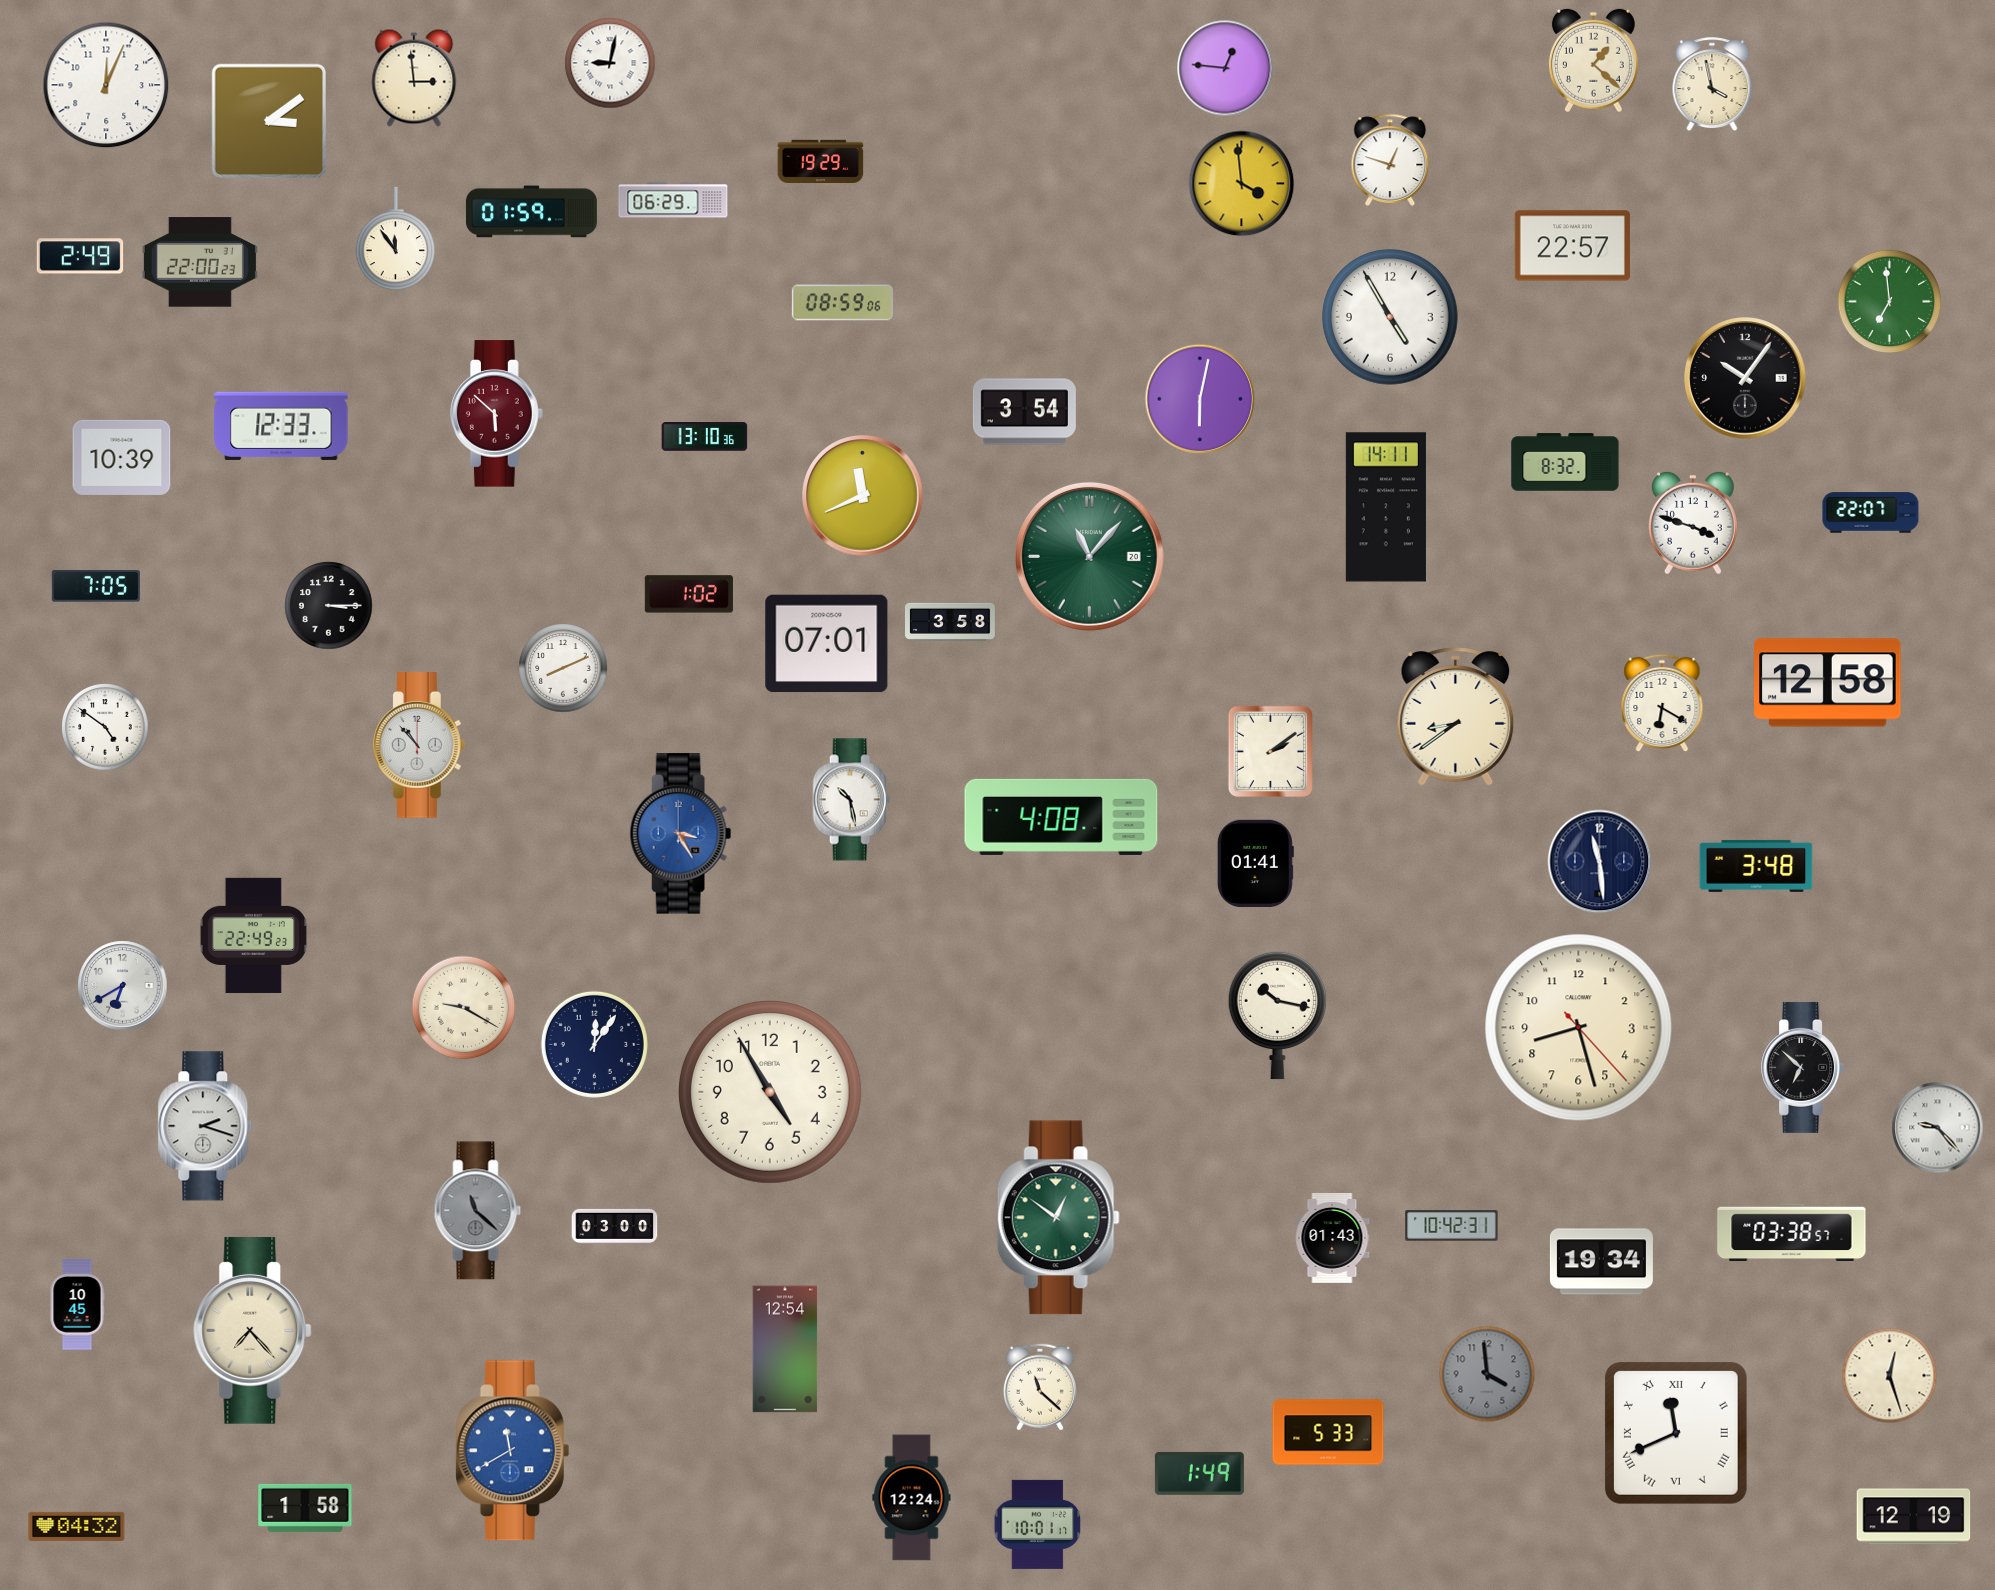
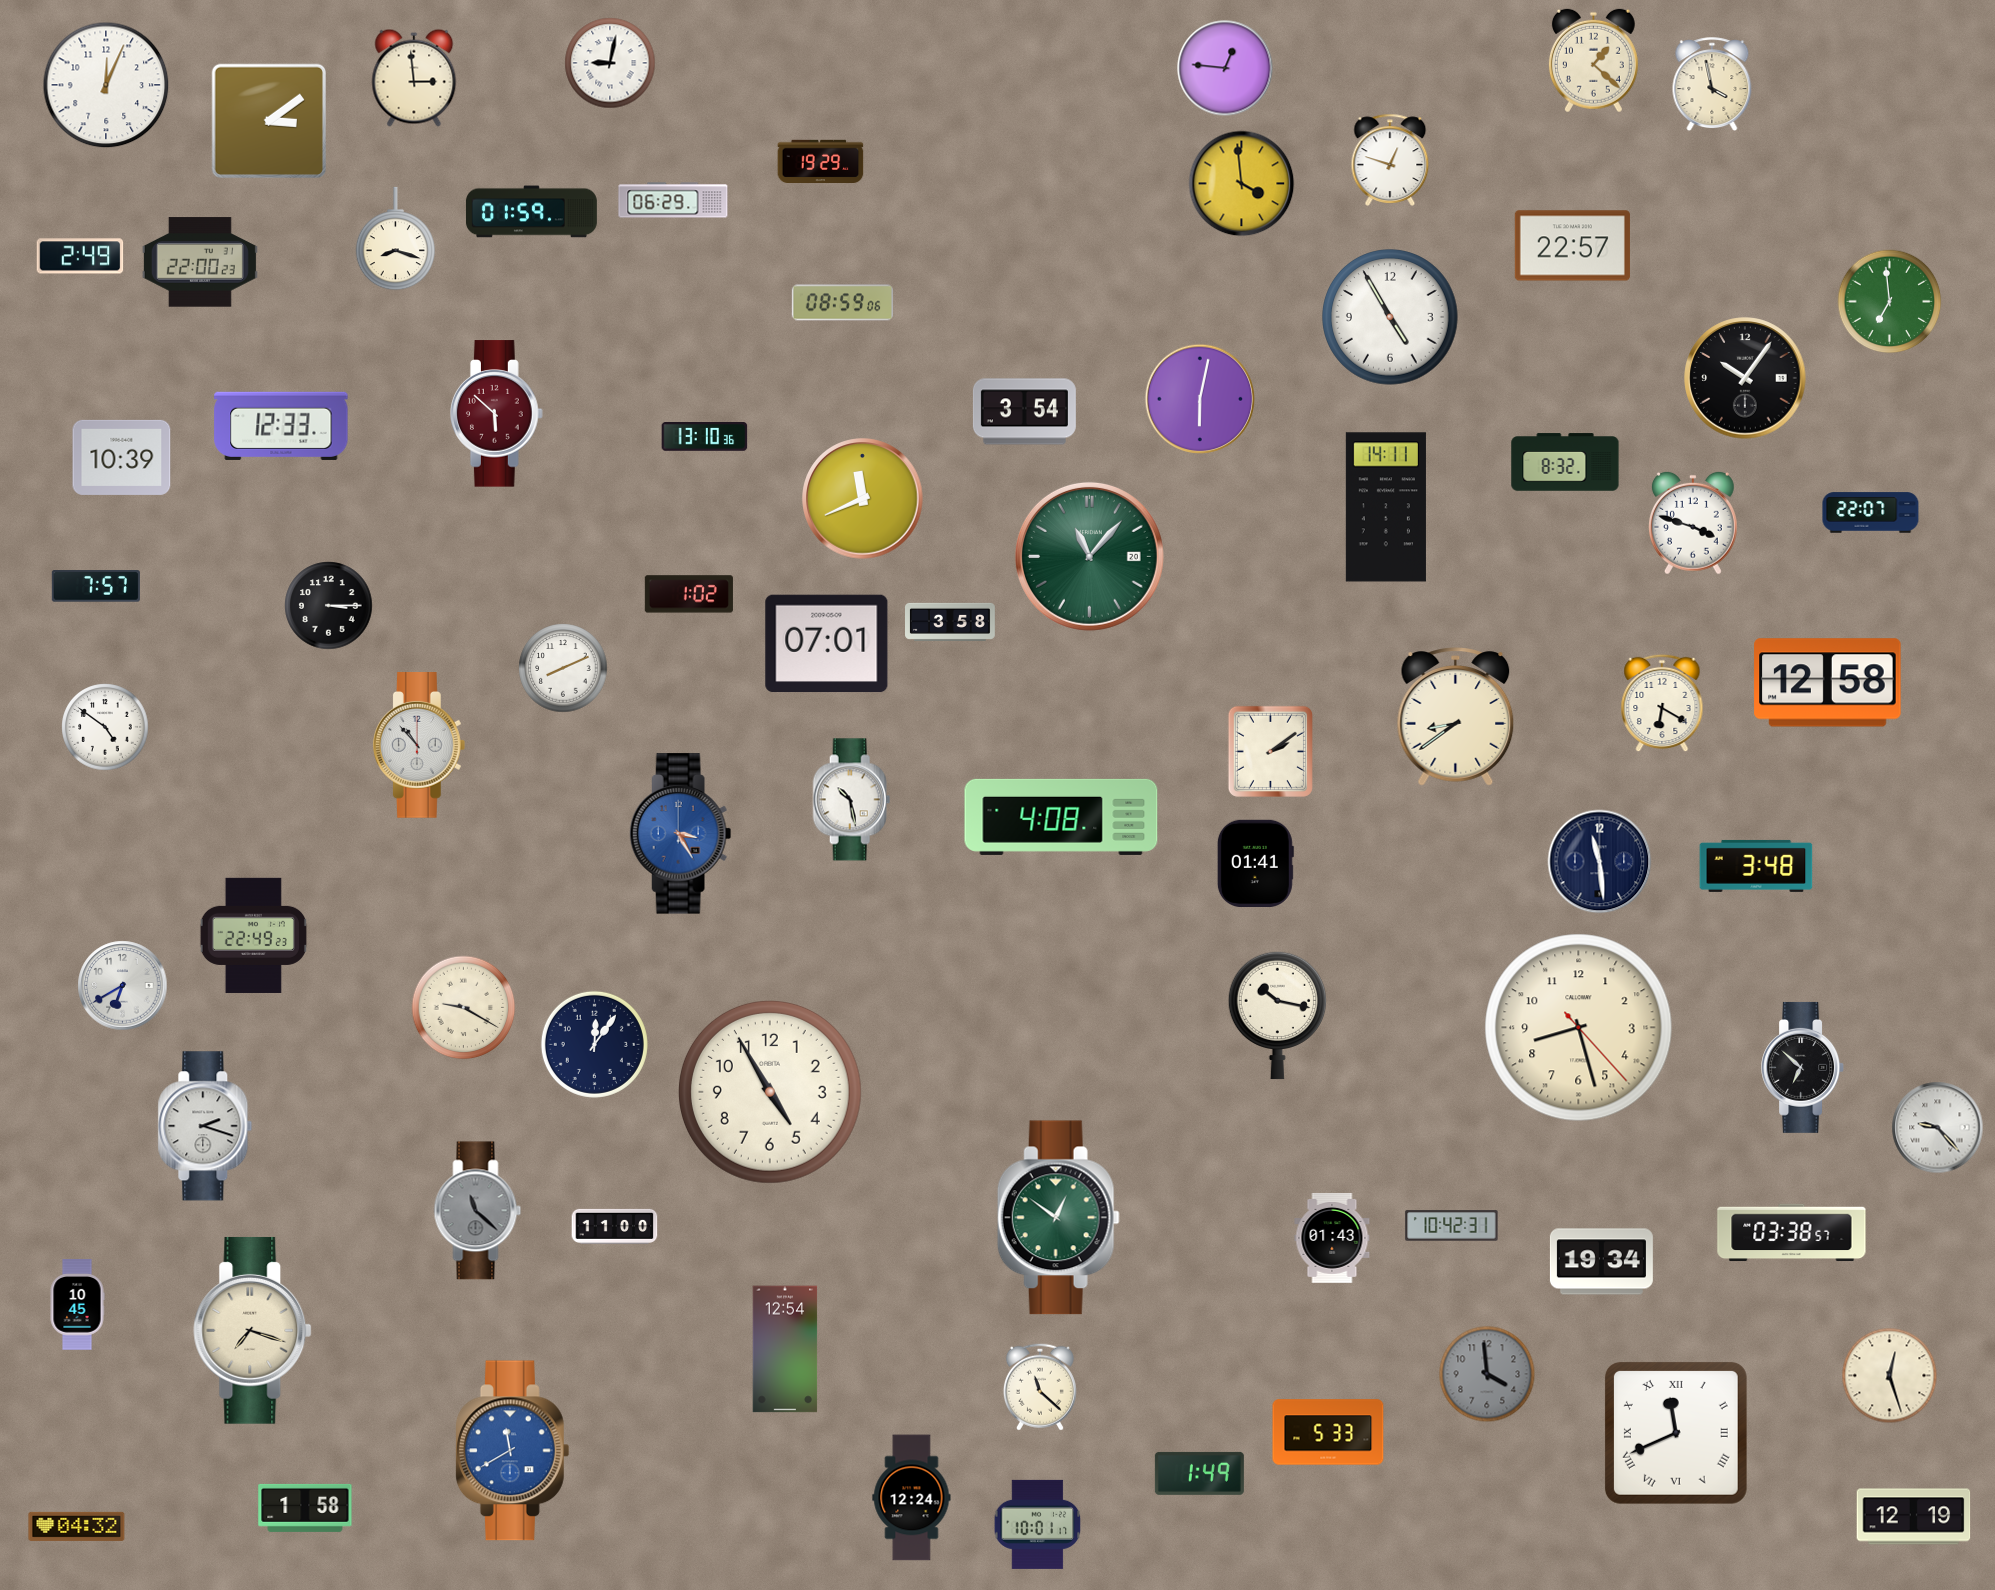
clock at (396, 239): 11:54 -> 8:18
clock at (863, 496) position: (863, 496) -> (863, 499)
clock at (96, 586): 7:05 -> 7:57
clock at (615, 1226): 03:00 -> 11:00
clock at (253, 1330): 7:23 -> 7:18
